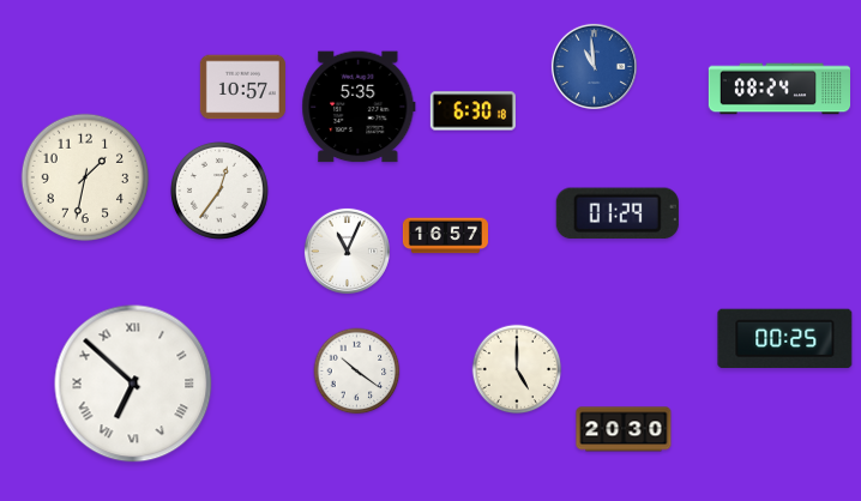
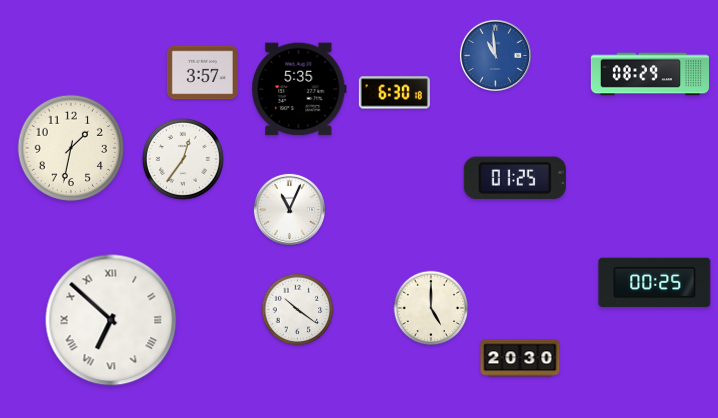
clock at (242, 87): 10:57 -> 3:57
clock at (778, 89): 08:24 -> 08:29
clock at (618, 213): 01:29 -> 01:25
clock at (445, 236): 16:57 -> none
